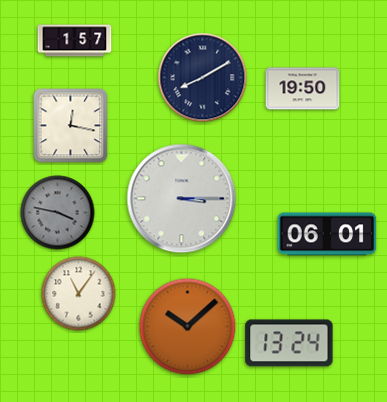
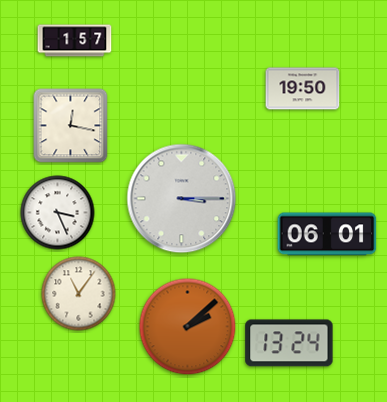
clock at (203, 78): 8:10 -> none
clock at (58, 213): 3:47 -> 3:26
clock at (58, 213) dial: grey -> white
clock at (188, 327): 10:08 -> 2:08
